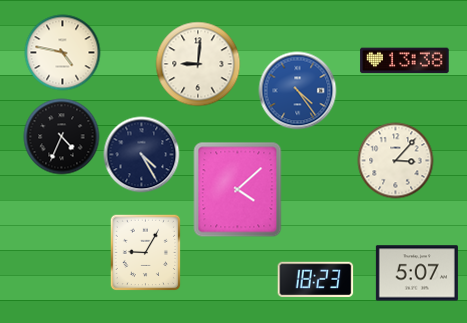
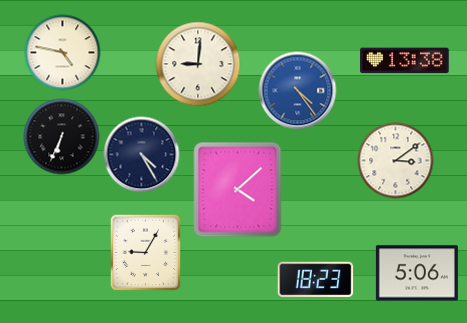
clock at (62, 137): 4:34 -> 6:34
clock at (396, 161): 3:07 -> 3:09
clock at (417, 273): 5:07 -> 5:06
